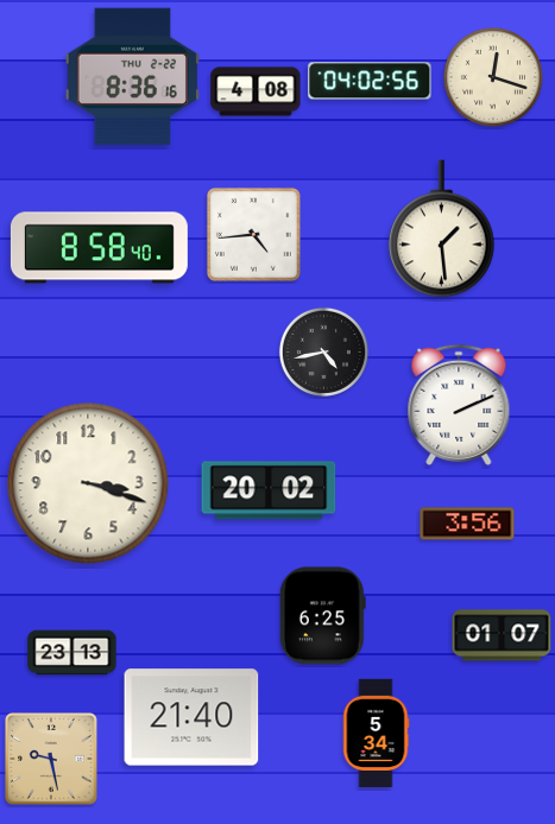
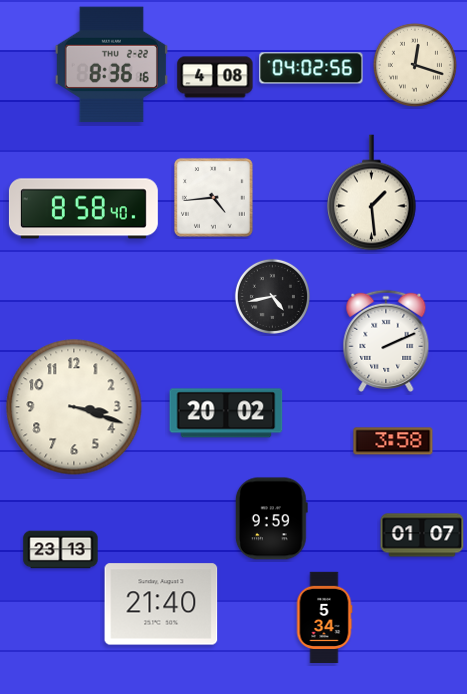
clock at (467, 524): 3:56 -> 3:58
clock at (322, 616): 6:25 -> 9:59
clock at (376, 733) position: (376, 733) -> (324, 617)
clock at (52, 760): 9:28 -> none
